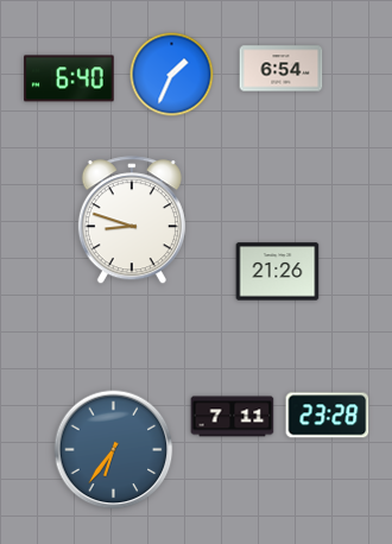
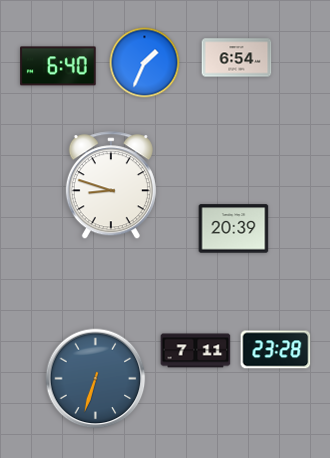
clock at (278, 272): 21:26 -> 20:39
clock at (114, 450): 6:36 -> 6:33
